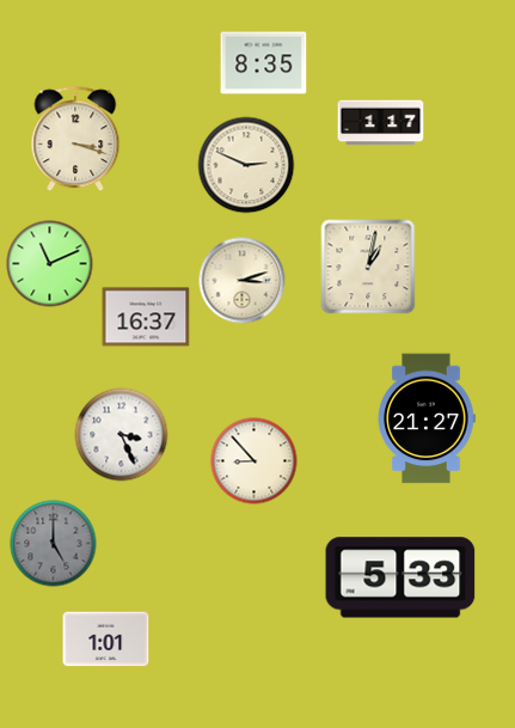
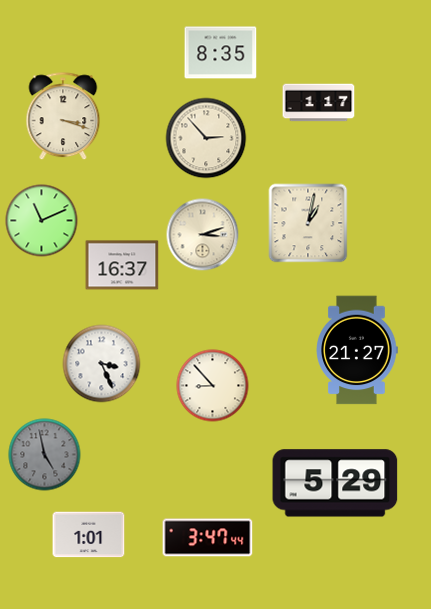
clock at (246, 165): 2:49 -> 2:53
clock at (54, 544): 5:00 -> 4:58
clock at (400, 577): 5:33 -> 5:29
clock at (208, 538): none -> 3:47
